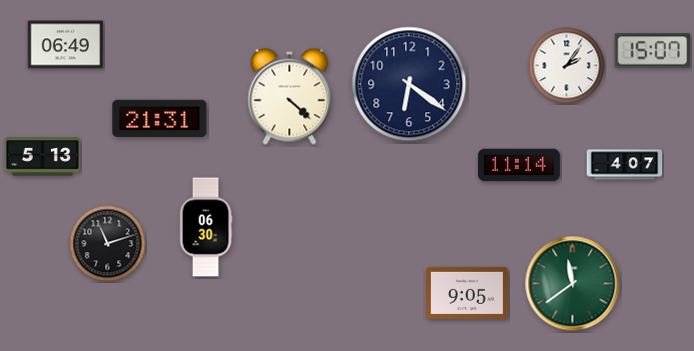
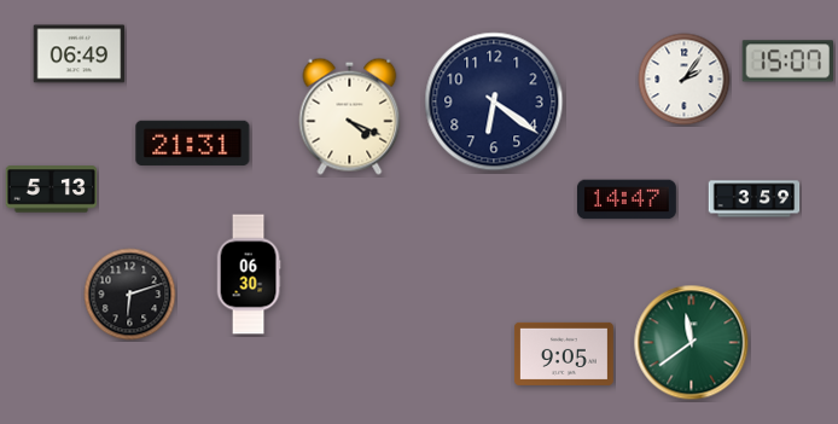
clock at (290, 96): 4:22 -> 4:19
clock at (519, 165): 11:14 -> 14:47
clock at (625, 165): 4:07 -> 3:59
clock at (108, 244): 11:12 -> 6:12
